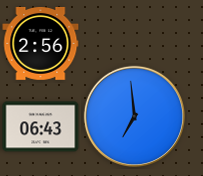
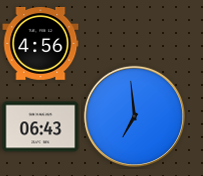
clock at (41, 43): 2:56 -> 4:56
